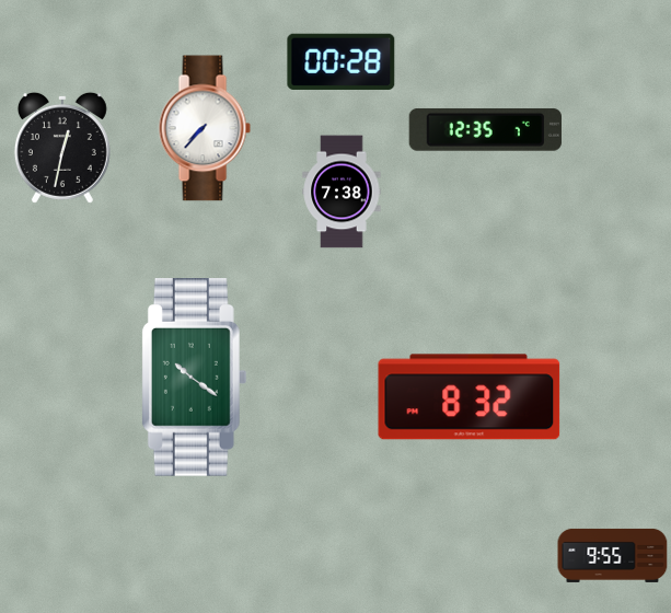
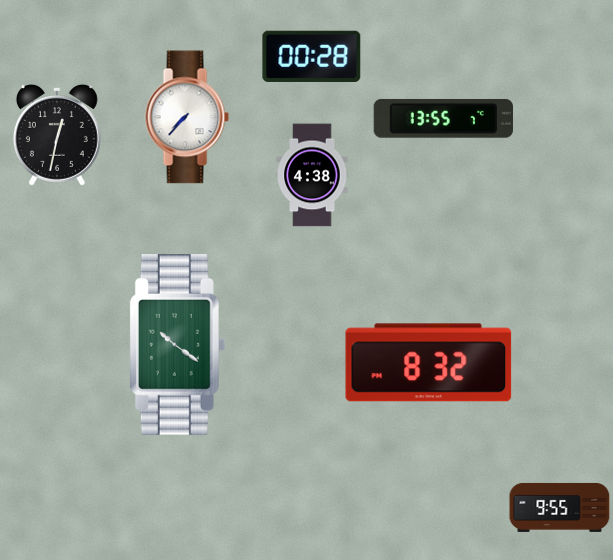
clock at (485, 130): 12:35 -> 13:55
clock at (342, 192): 7:38 -> 4:38
